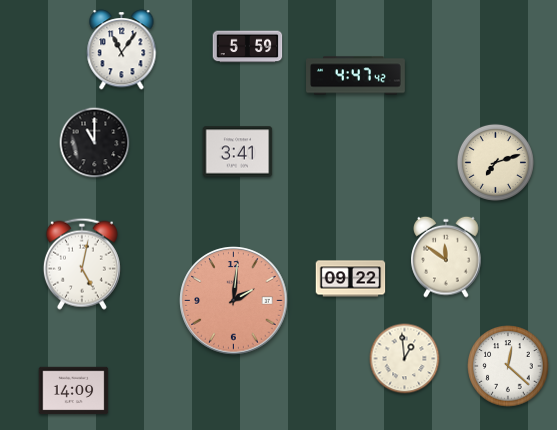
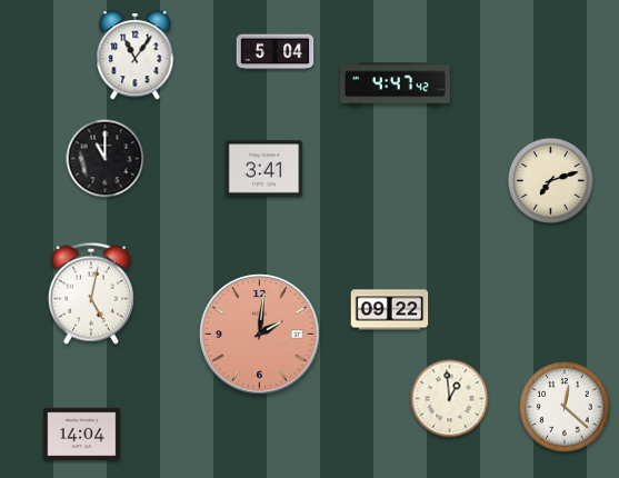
clock at (248, 47): 5:59 -> 5:04
clock at (446, 257): 11:51 -> none
clock at (74, 391): 14:09 -> 14:04
